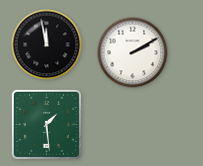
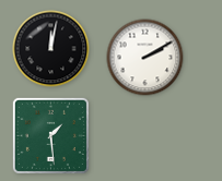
clock at (47, 45): 11:58 -> 12:02
